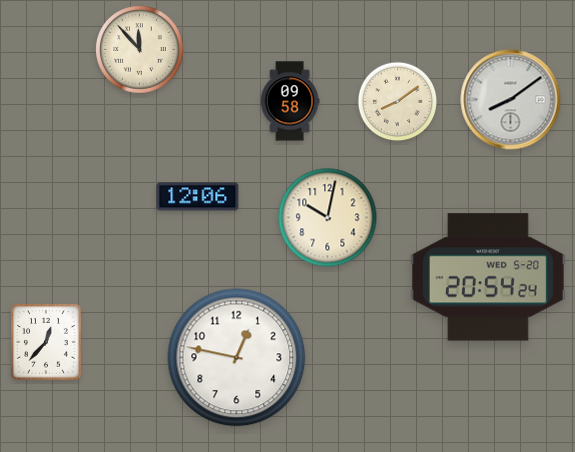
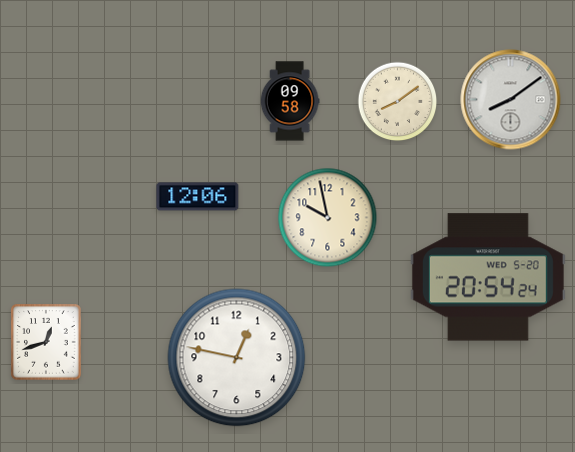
clock at (140, 50): 11:53 -> none
clock at (328, 218): 10:02 -> 9:58
clock at (46, 342): 12:37 -> 12:42
